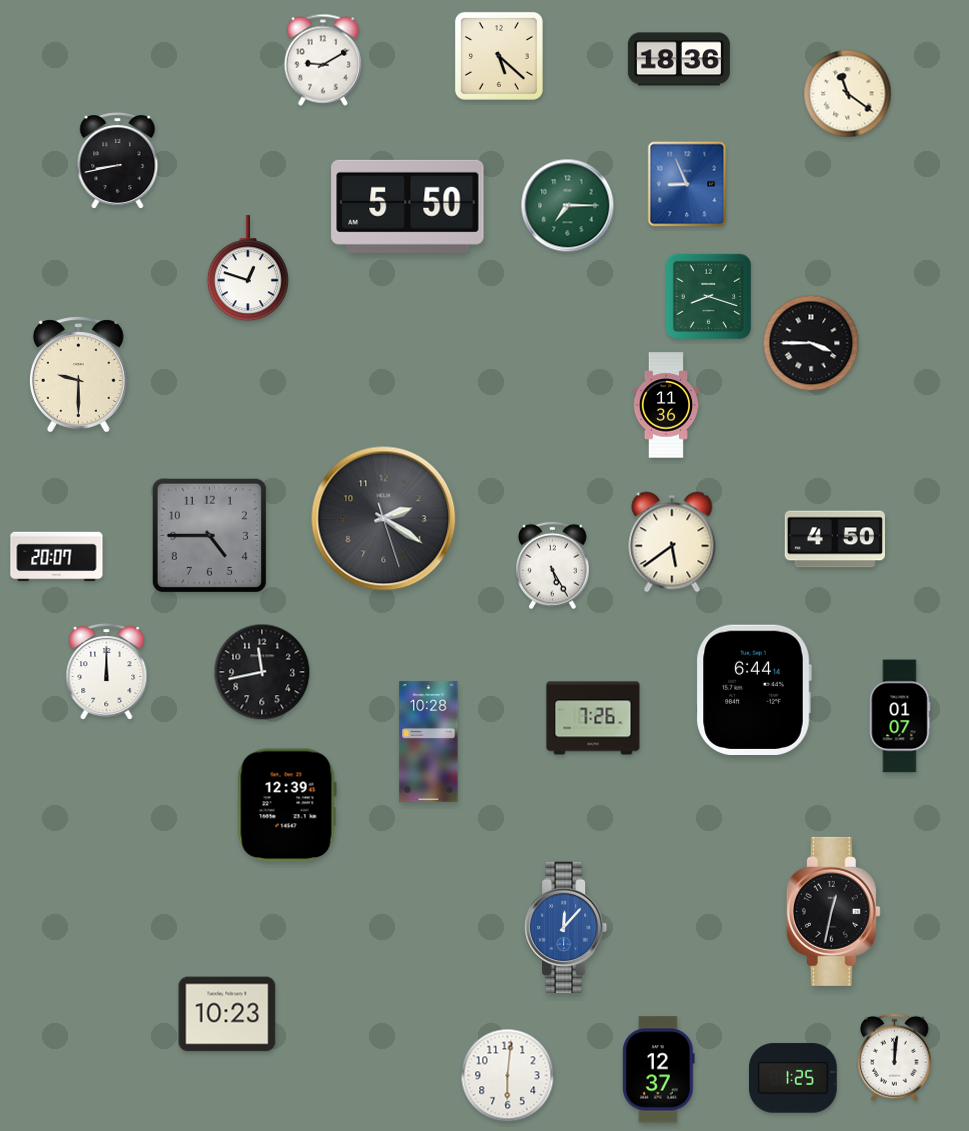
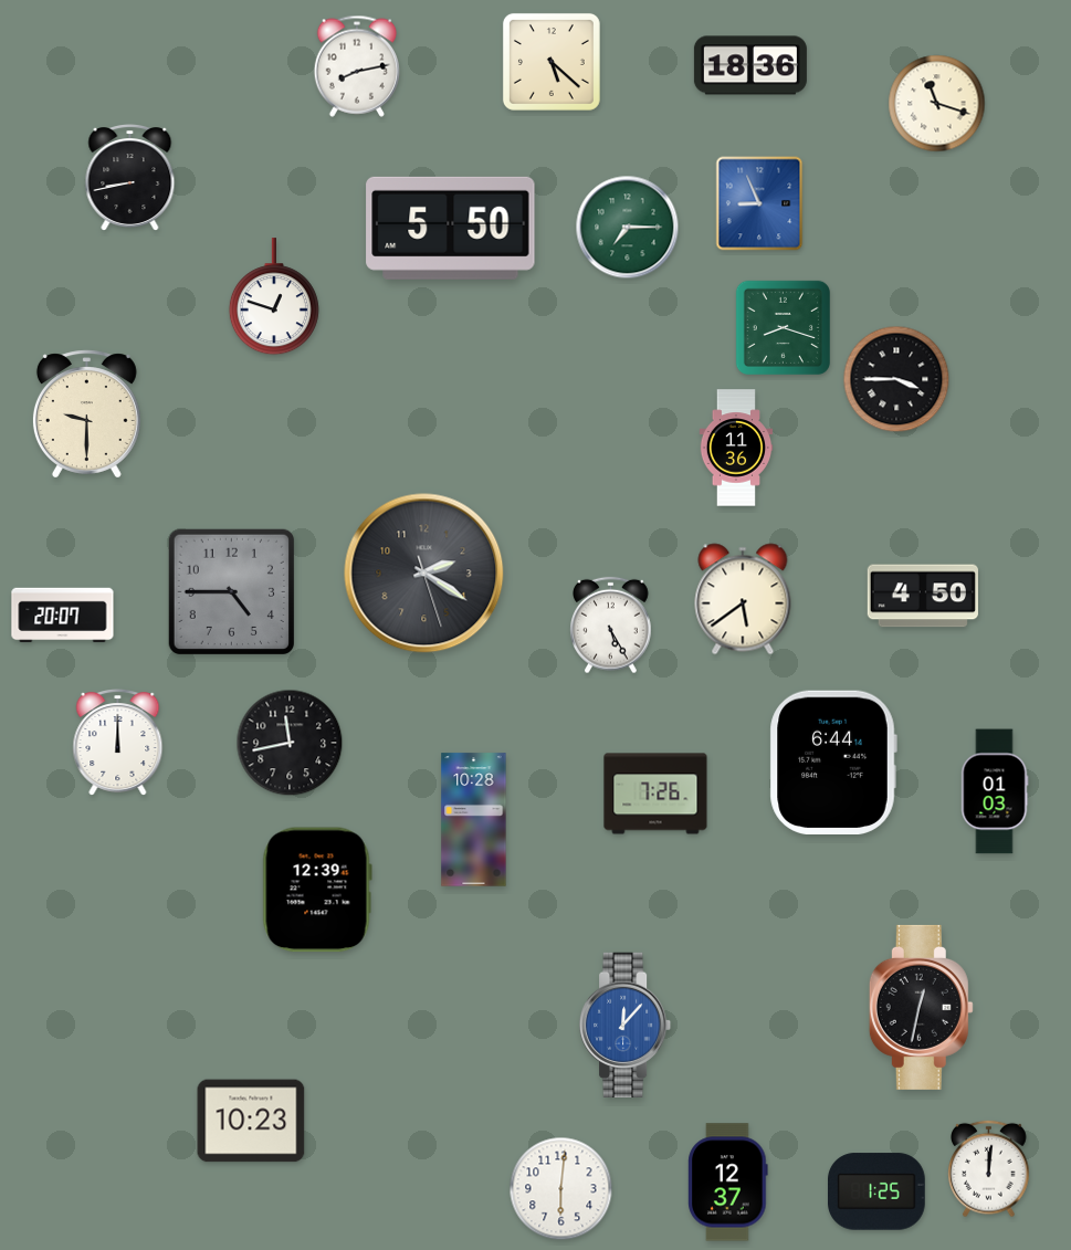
clock at (322, 60): 9:10 -> 8:13
clock at (848, 94): 11:21 -> 11:18
clock at (900, 716): 01:07 -> 01:03
